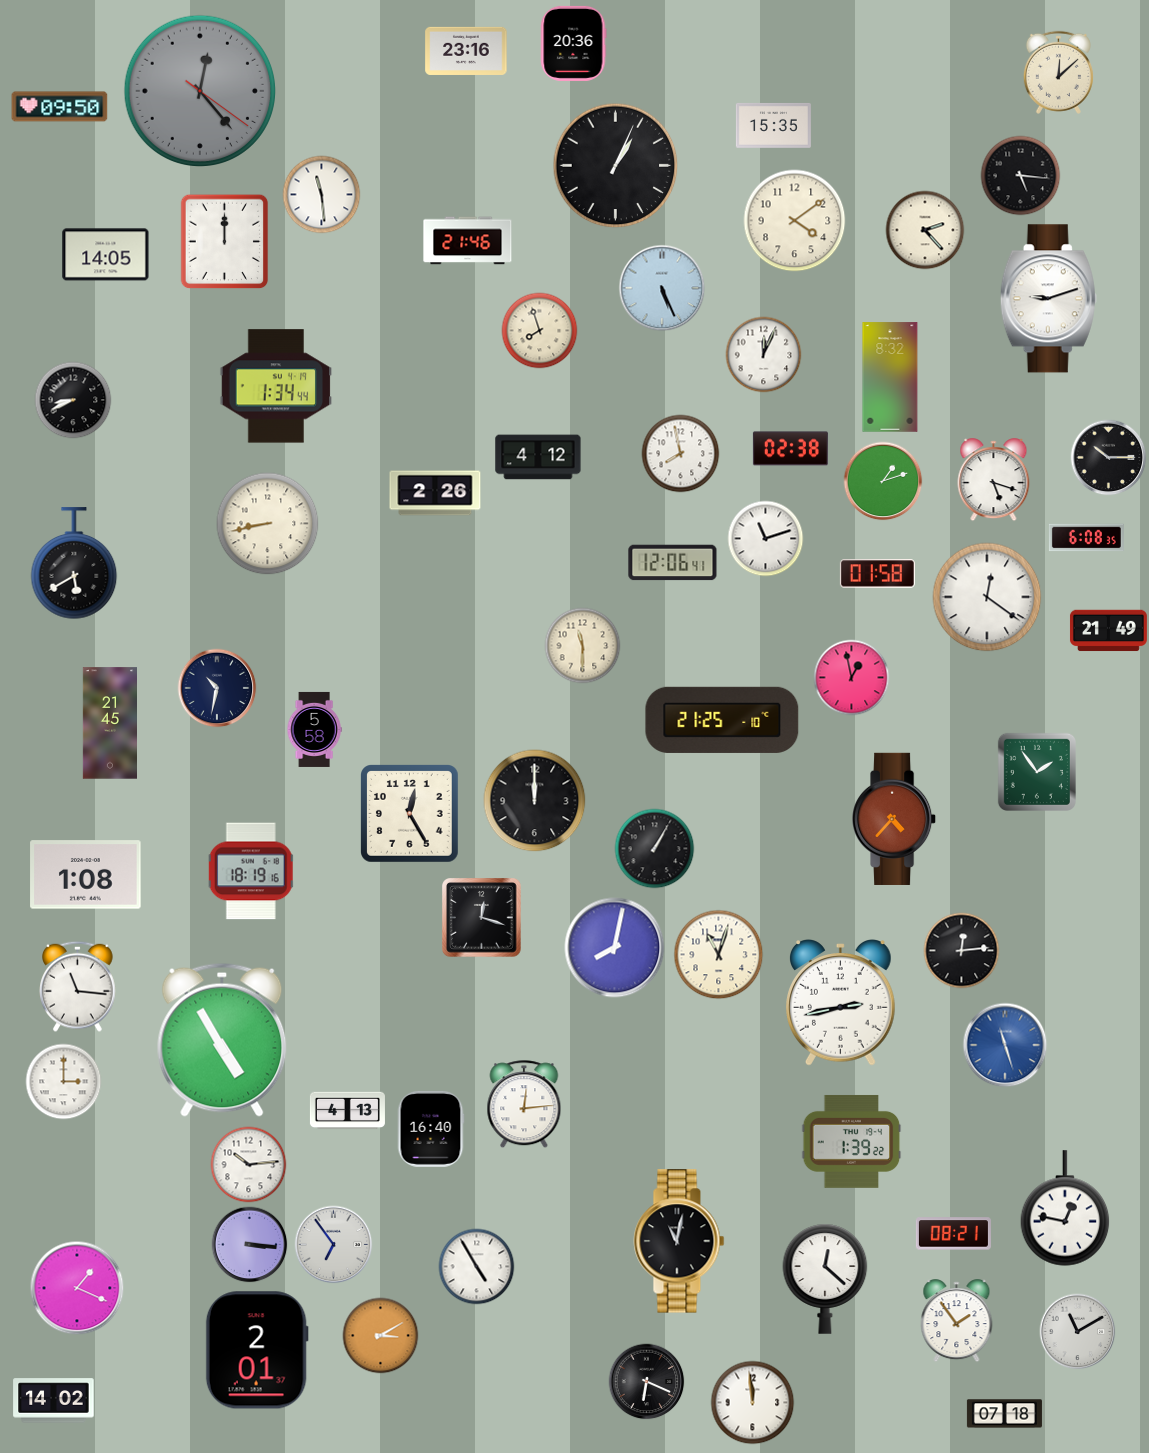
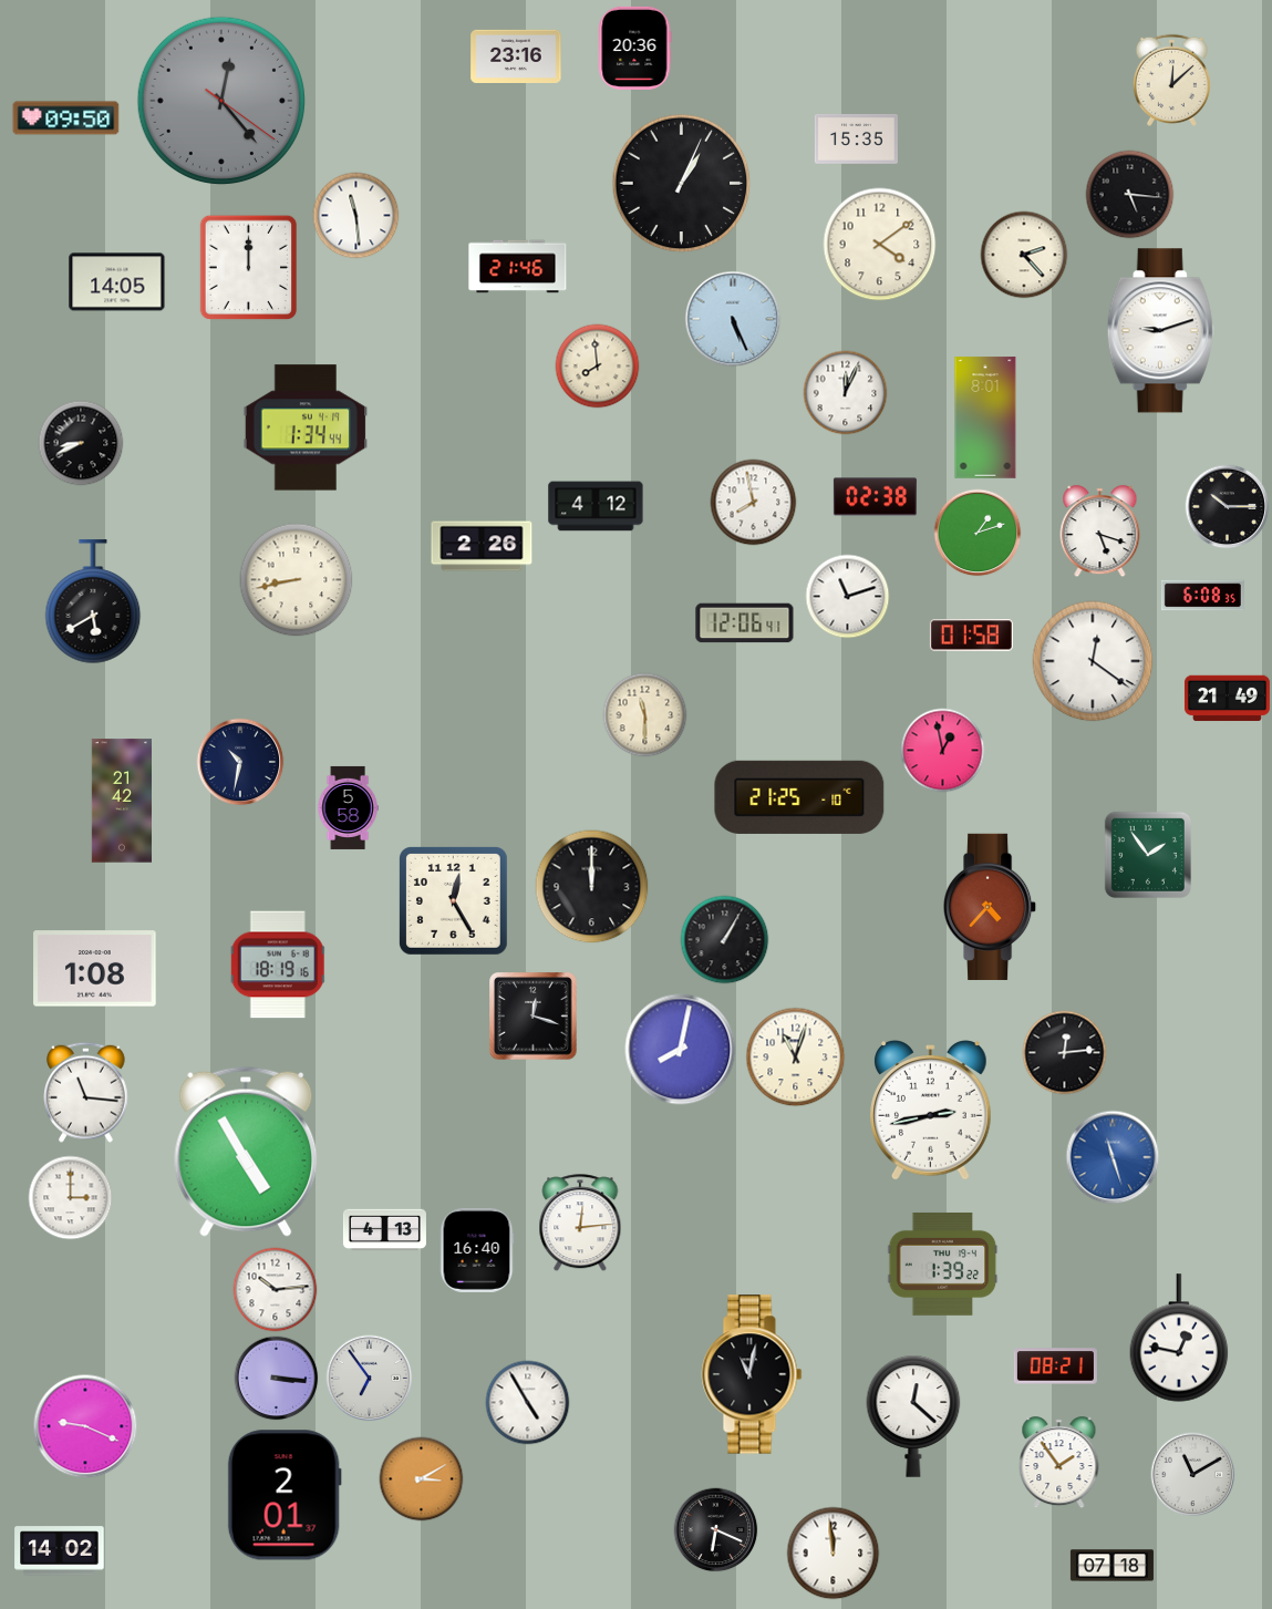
clock at (540, 331): 7:57 -> 7:59
clock at (890, 377): 8:32 -> 8:01
clock at (74, 564) position: (74, 564) -> (93, 602)
clock at (109, 723): 21:45 -> 21:42
clock at (77, 1288): 1:19 -> 9:19
